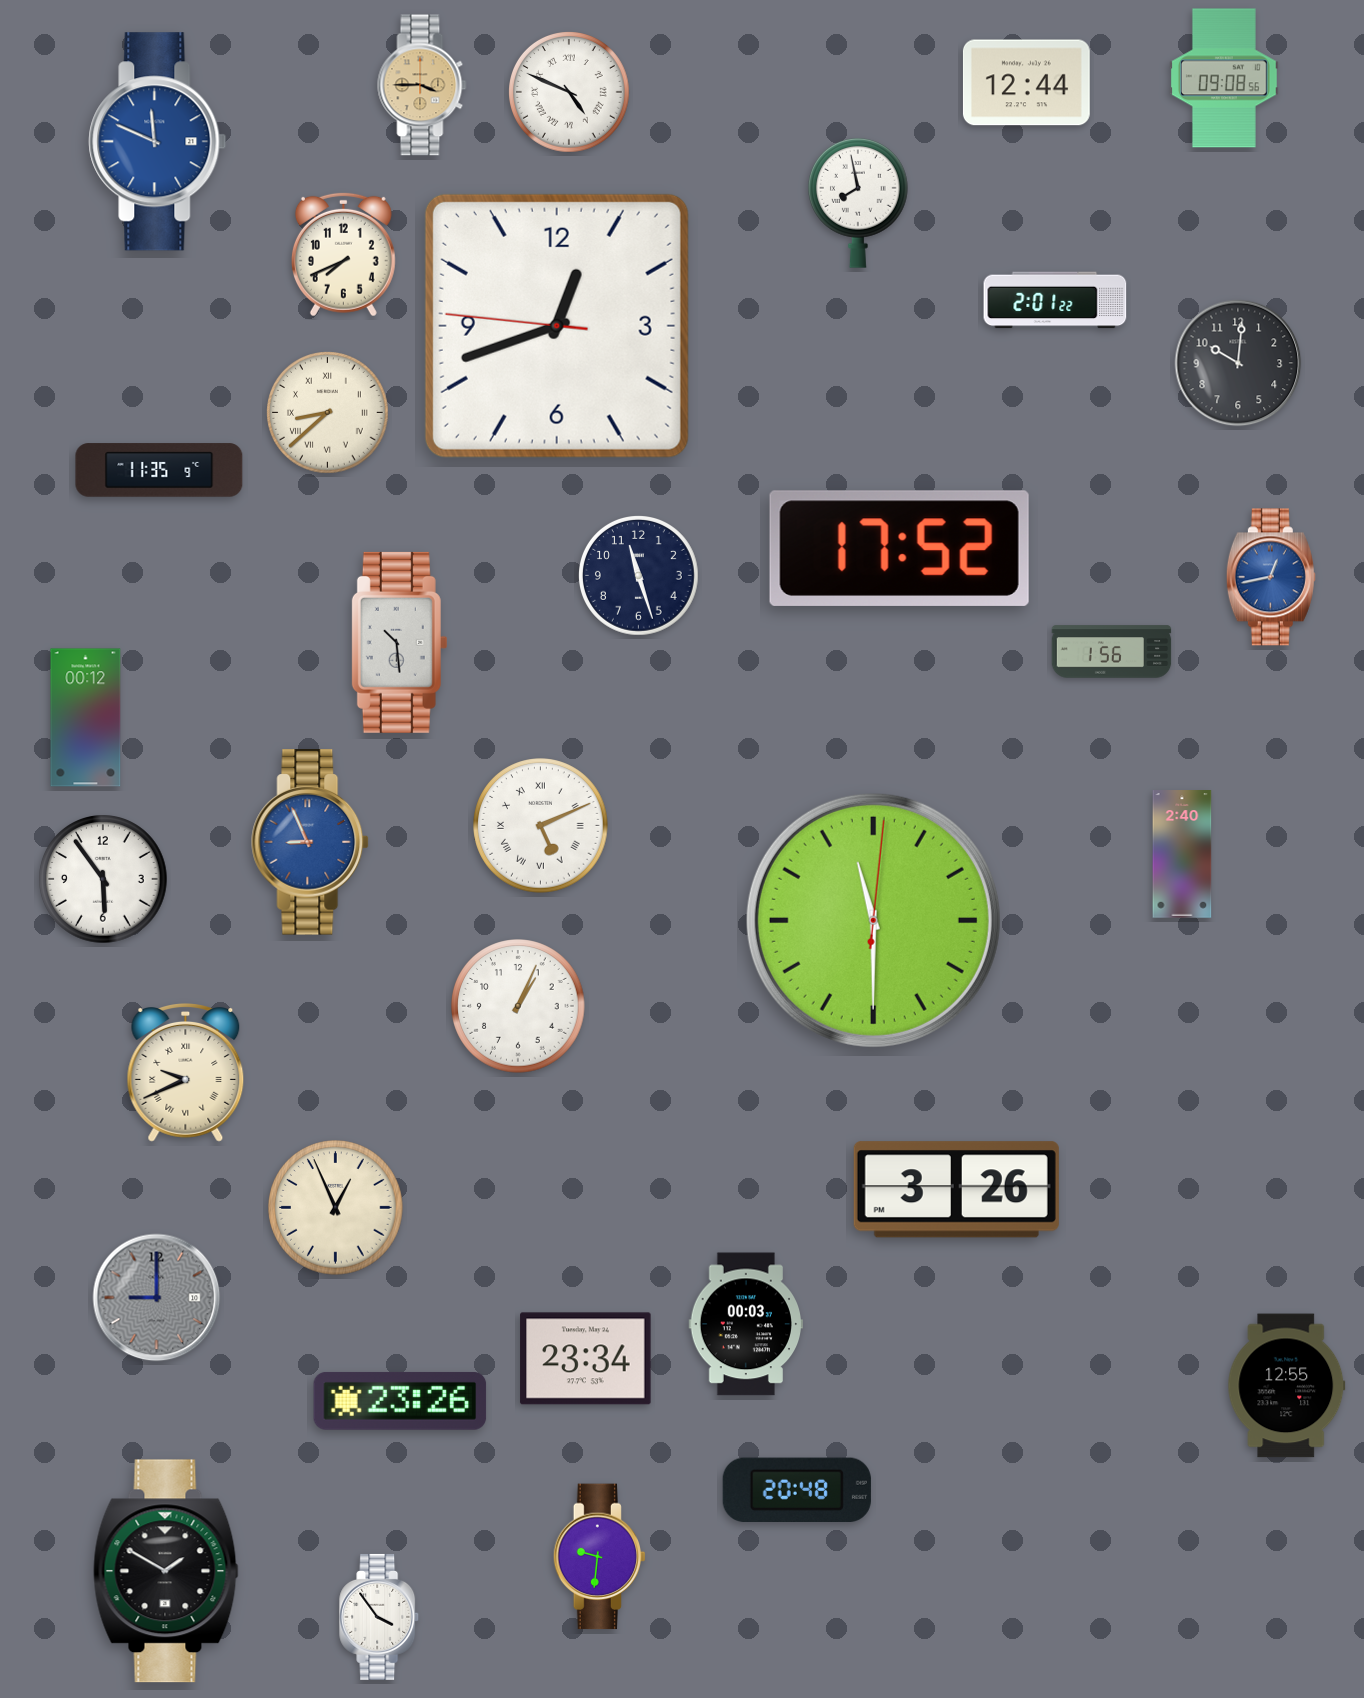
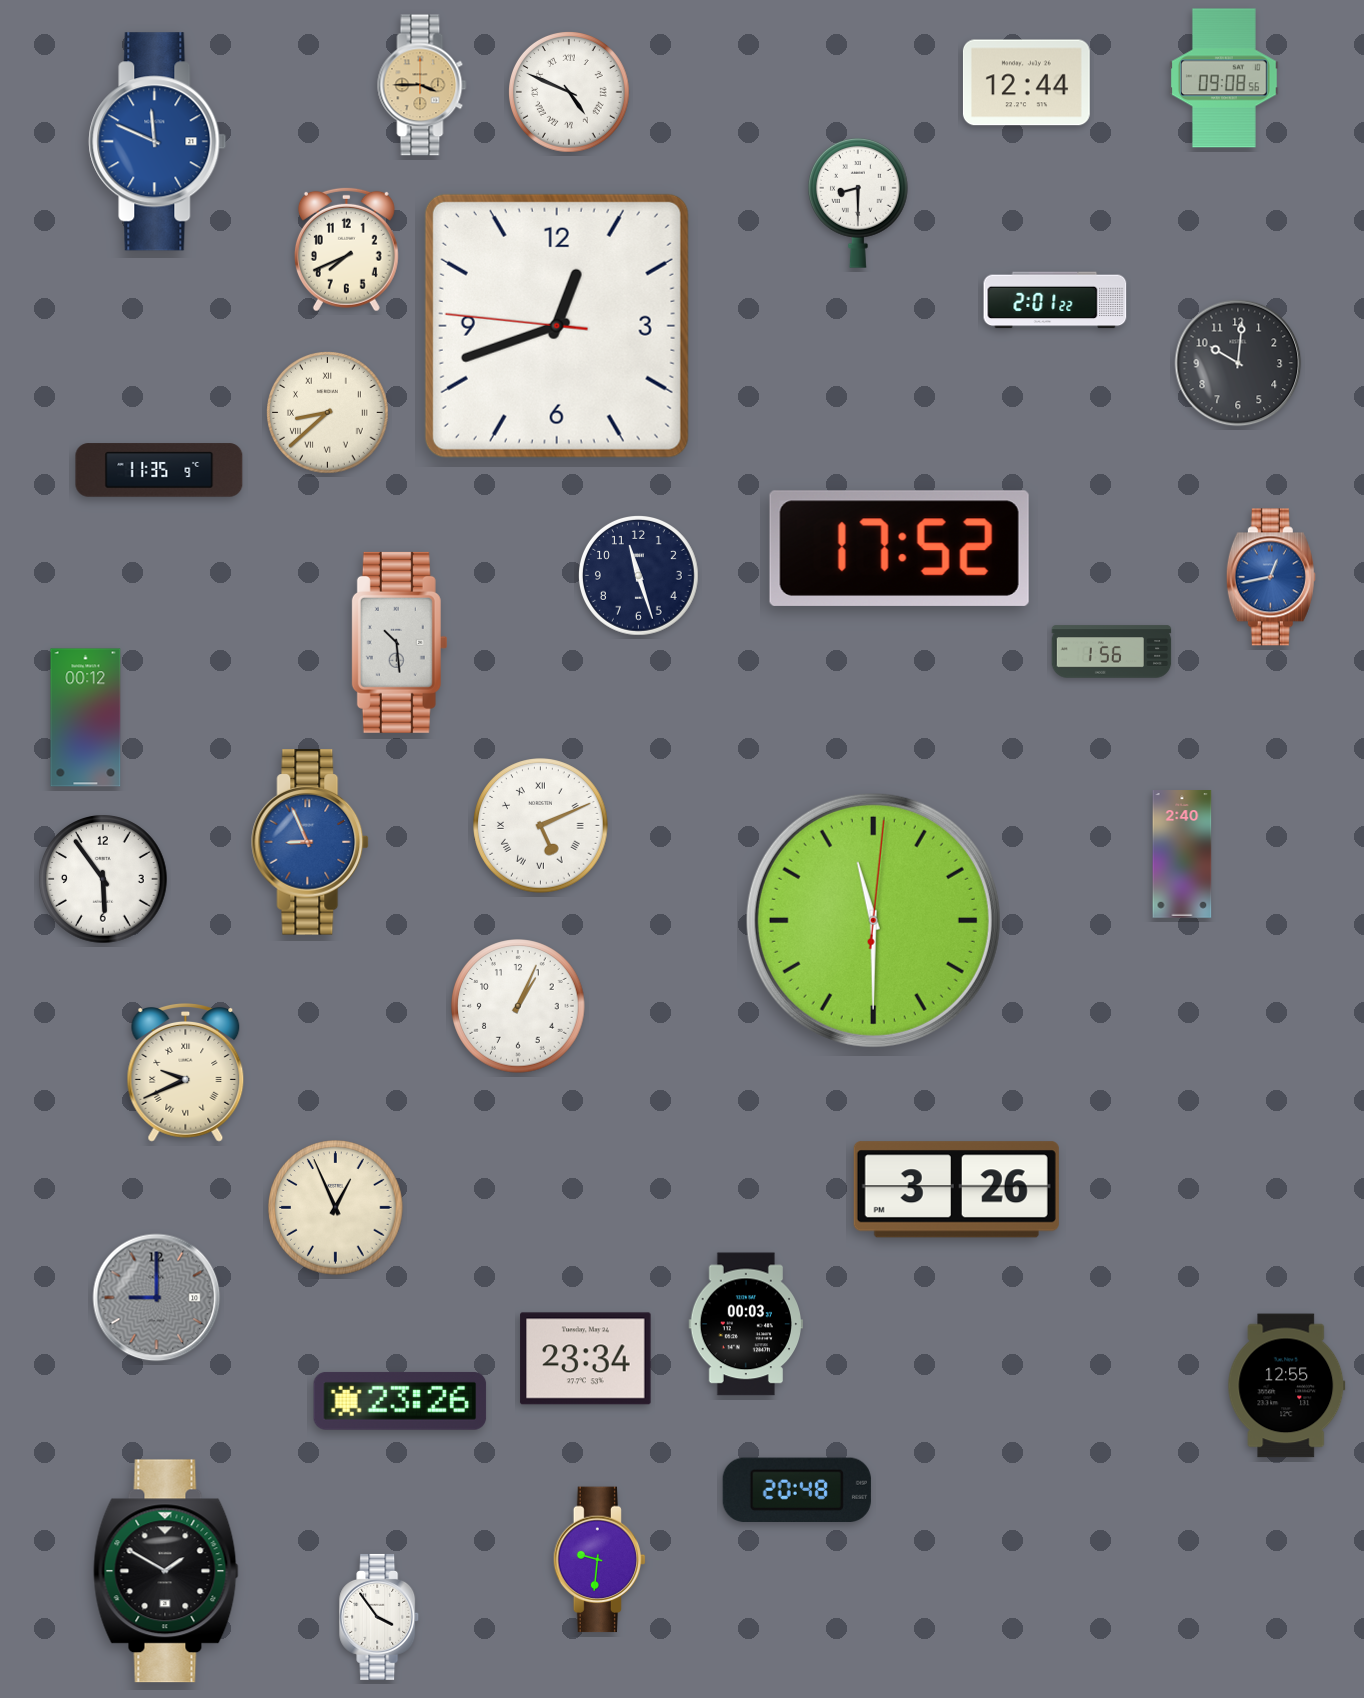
clock at (859, 204): 7:58 -> 8:30
clock at (343, 254) position: (343, 254) -> (346, 249)
clock at (600, 1557) position: (600, 1557) -> (600, 1560)
